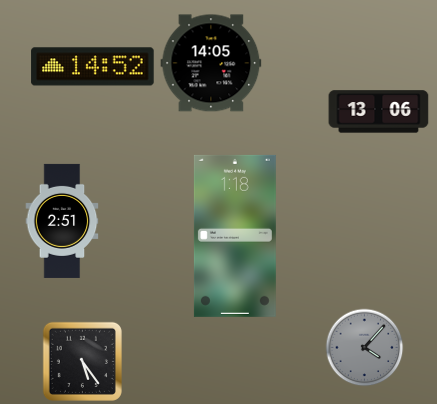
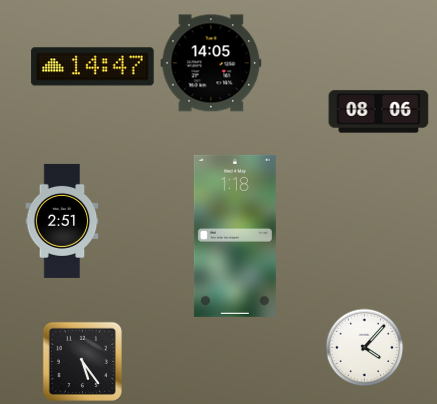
clock at (93, 67): 14:52 -> 14:47
clock at (379, 112): 13:06 -> 08:06
clock at (364, 347) dial: grey -> white
